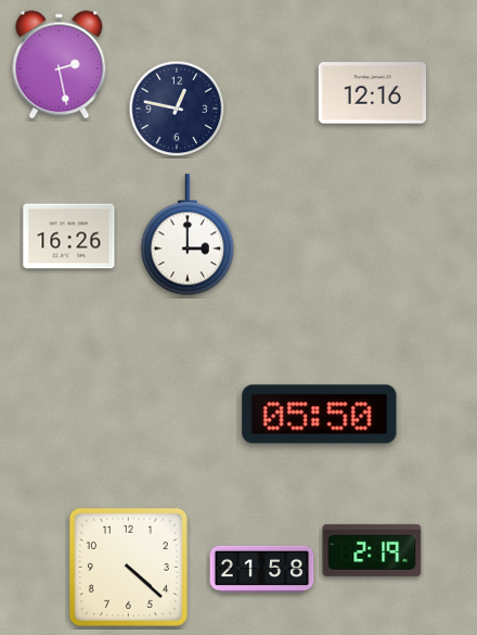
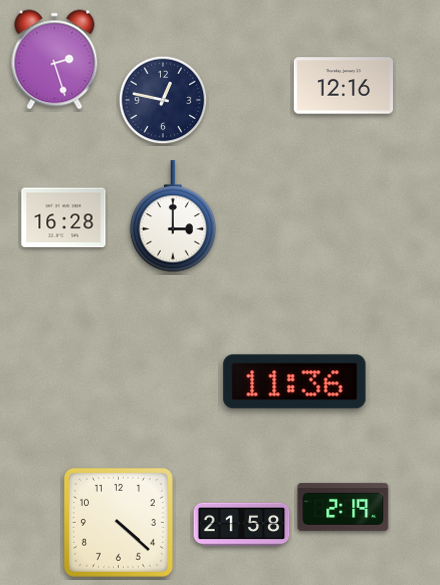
clock at (60, 65): 2:28 -> 2:27
clock at (69, 237): 16:26 -> 16:28
clock at (320, 415): 05:50 -> 11:36
